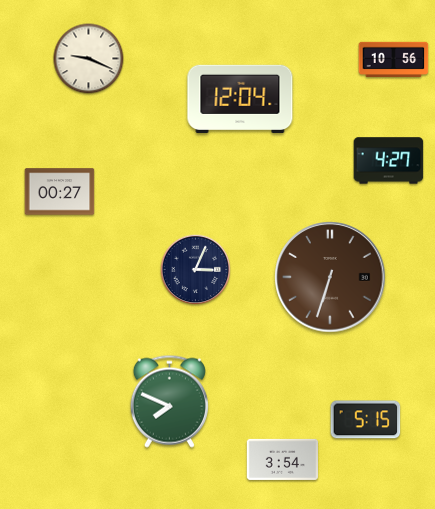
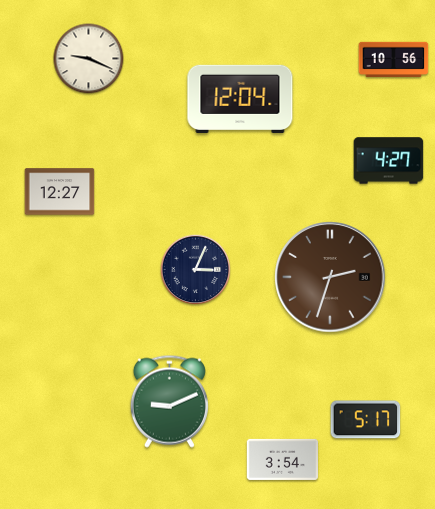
clock at (60, 192): 00:27 -> 12:27
clock at (330, 277): 6:33 -> 2:33
clock at (169, 401): 7:49 -> 9:11
clock at (366, 420): 5:15 -> 5:17
